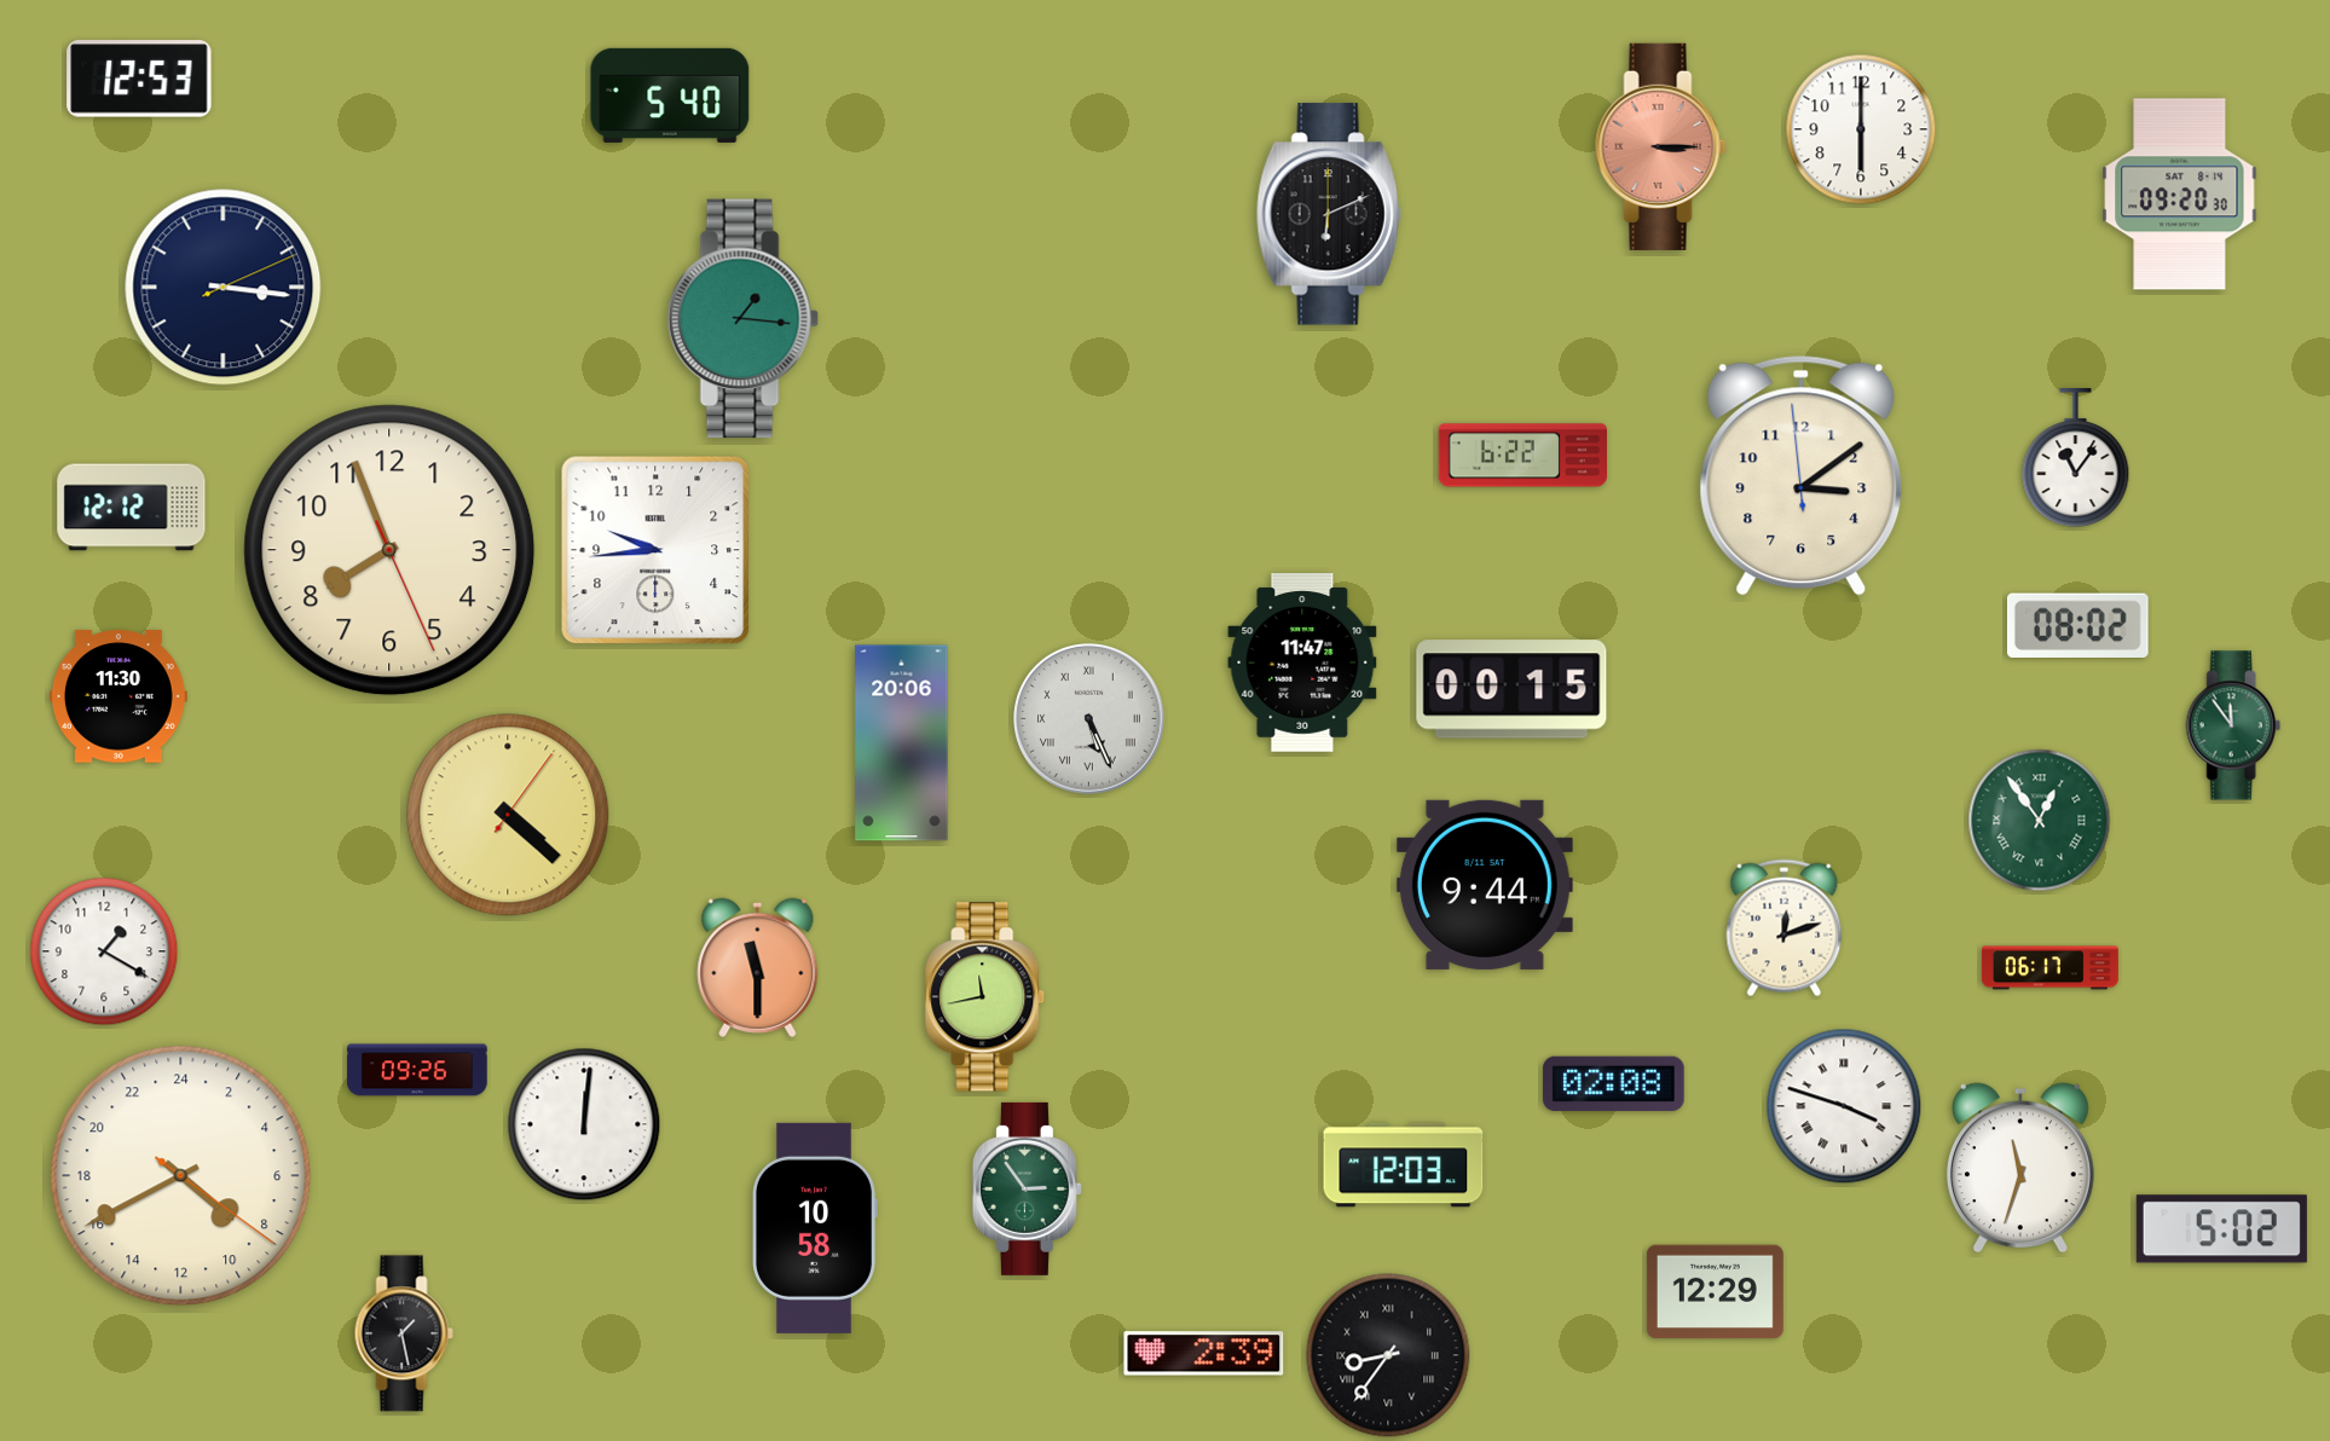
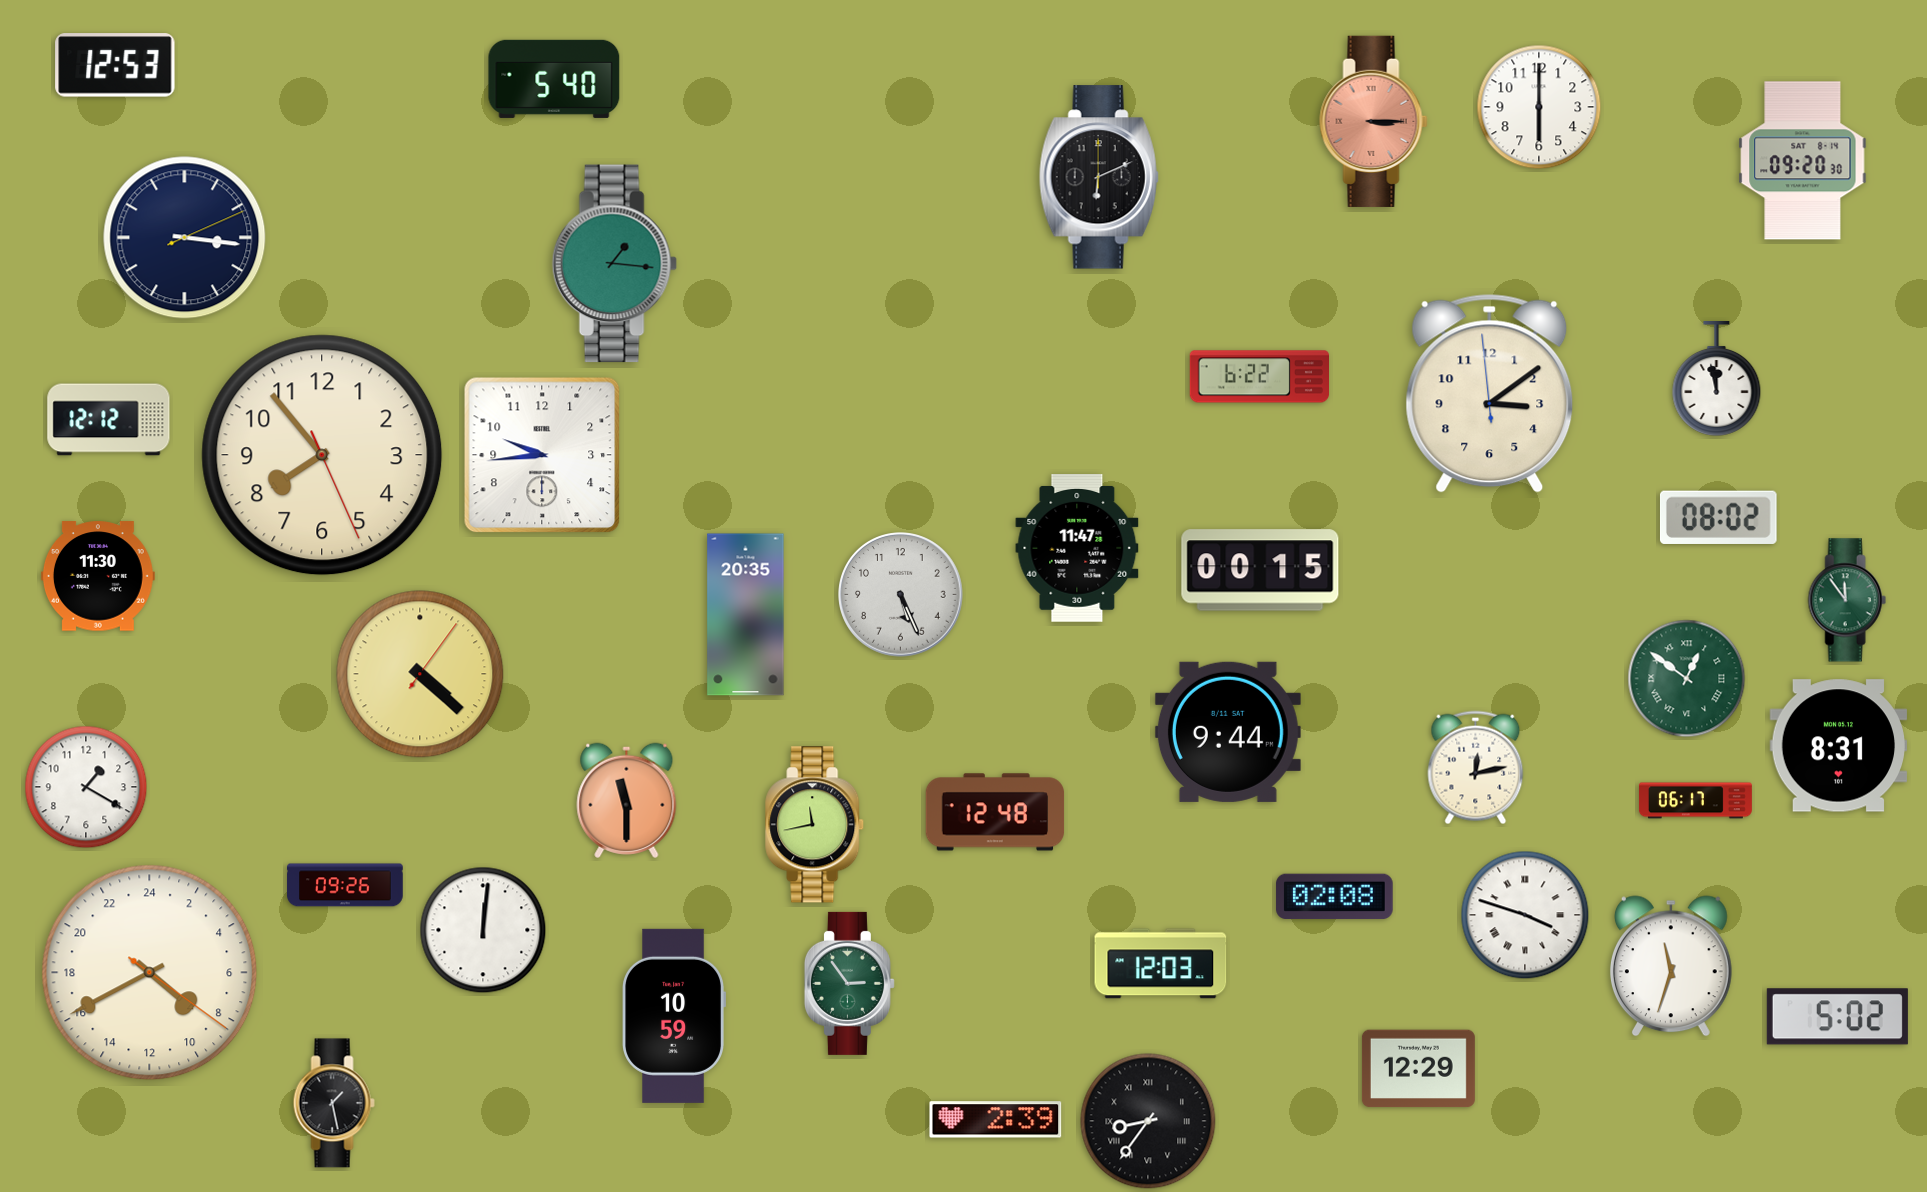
clock at (2076, 458): 11:06 -> 11:58
clock at (389, 550): 7:56 -> 7:53
clock at (1511, 689) position: (1511, 689) -> (1260, 570)
clock at (1089, 719) numerals: Roman -> Arabic
clock at (902, 743): 20:06 -> 20:35
clock at (2040, 821): 12:54 -> 12:51
clock at (1839, 746): none -> 8:31
clock at (1785, 928): 12:12 -> 12:13
clock at (995, 812): none -> 12:48
clock at (814, 1228): 10:58 -> 10:59
